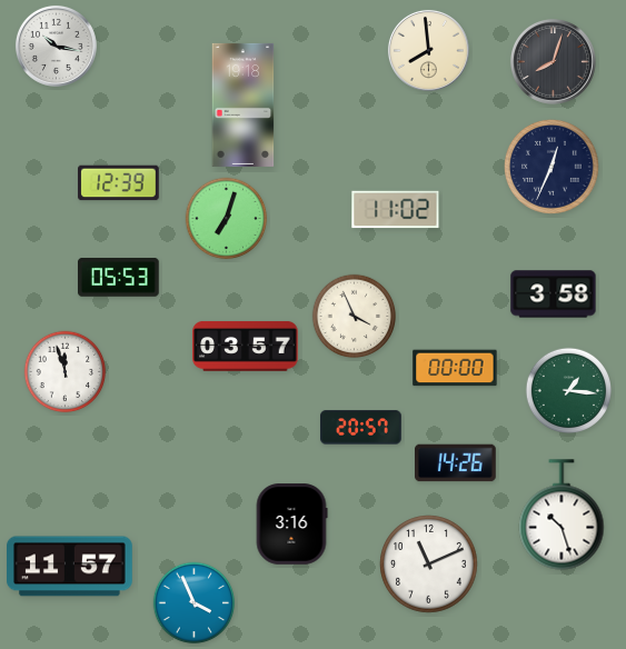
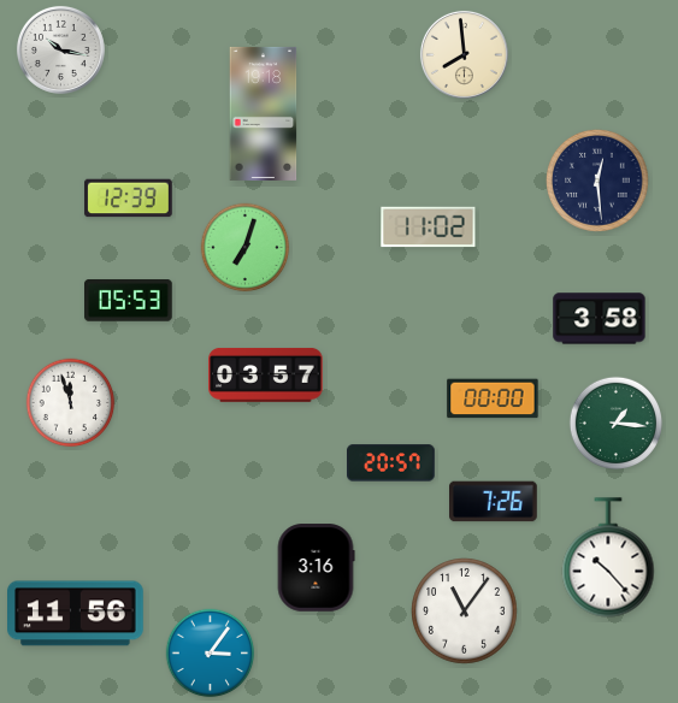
clock at (553, 61): 8:03 -> none
clock at (552, 167): 12:34 -> 12:29
clock at (227, 219) position: (227, 219) -> (246, 248)
clock at (355, 317): 3:56 -> none
clock at (456, 463): 14:26 -> 7:26
clock at (562, 515): 10:27 -> 10:23
clock at (429, 565): 11:11 -> 11:06
clock at (70, 567): 11:57 -> 11:56
clock at (195, 603): 3:56 -> 3:06
